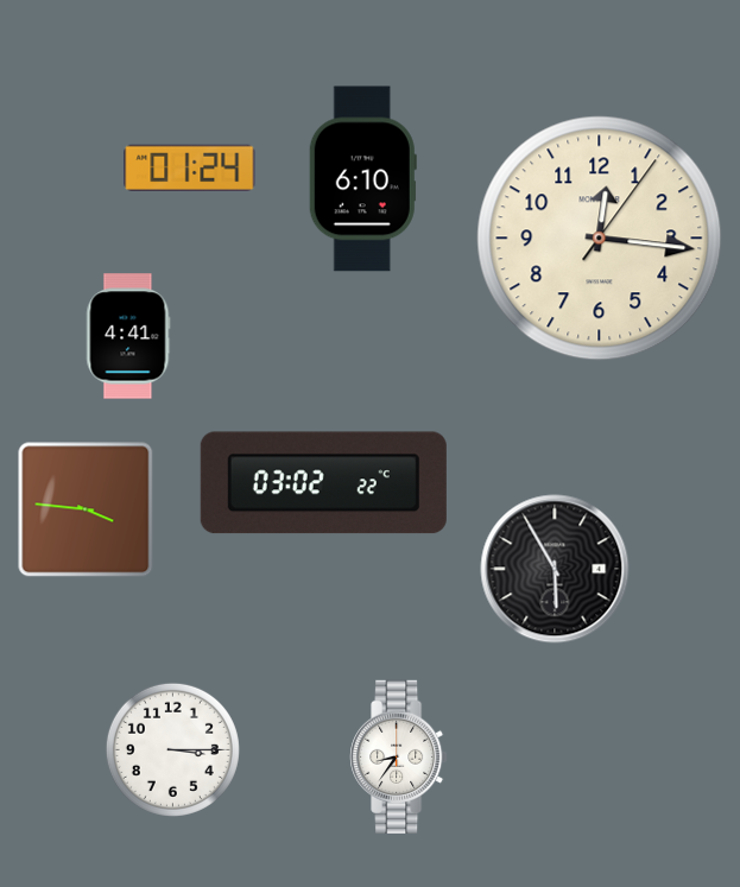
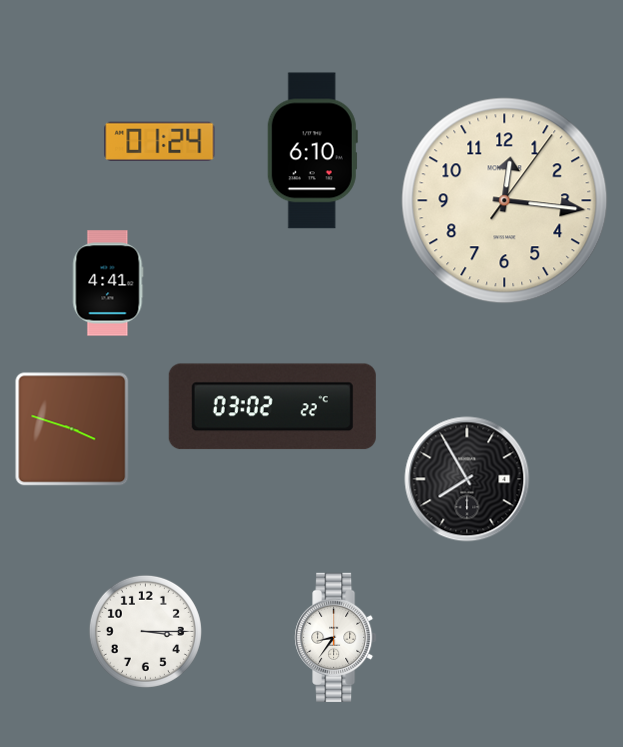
clock at (362, 179) position: (362, 179) -> (312, 151)
clock at (86, 509): 3:46 -> 3:48
clock at (555, 569): 5:55 -> 7:55
